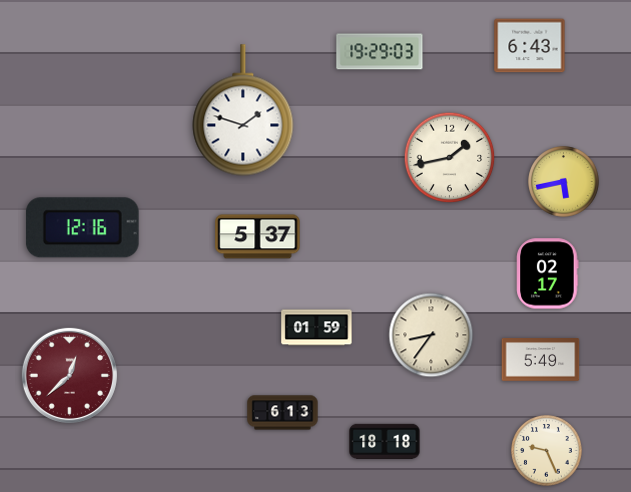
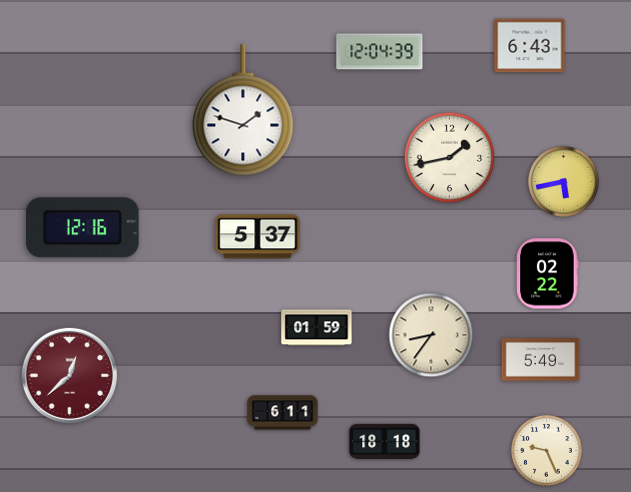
clock at (380, 52): 19:29 -> 12:04
clock at (548, 274): 02:17 -> 02:22
clock at (283, 413): 6:13 -> 6:11
